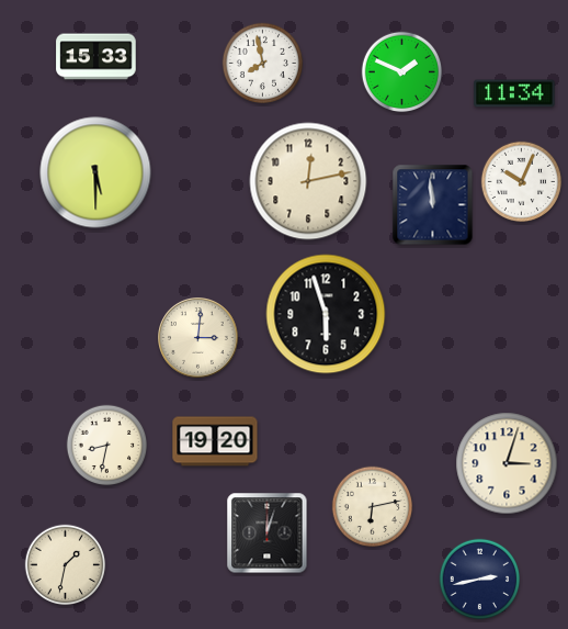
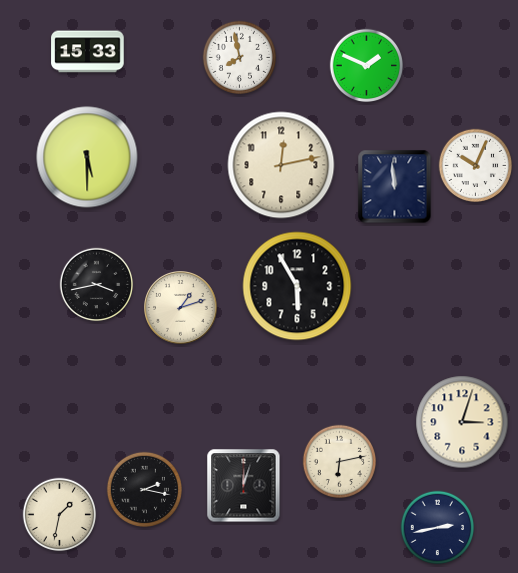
clock at (514, 93): 11:34 -> none
clock at (97, 285): none -> 3:43
clock at (326, 314): 5:57 -> 5:55
clock at (198, 338): 3:01 -> 1:12
clock at (215, 441): 19:20 -> none
clock at (107, 446): 8:32 -> none
clock at (144, 489): none -> 2:17
